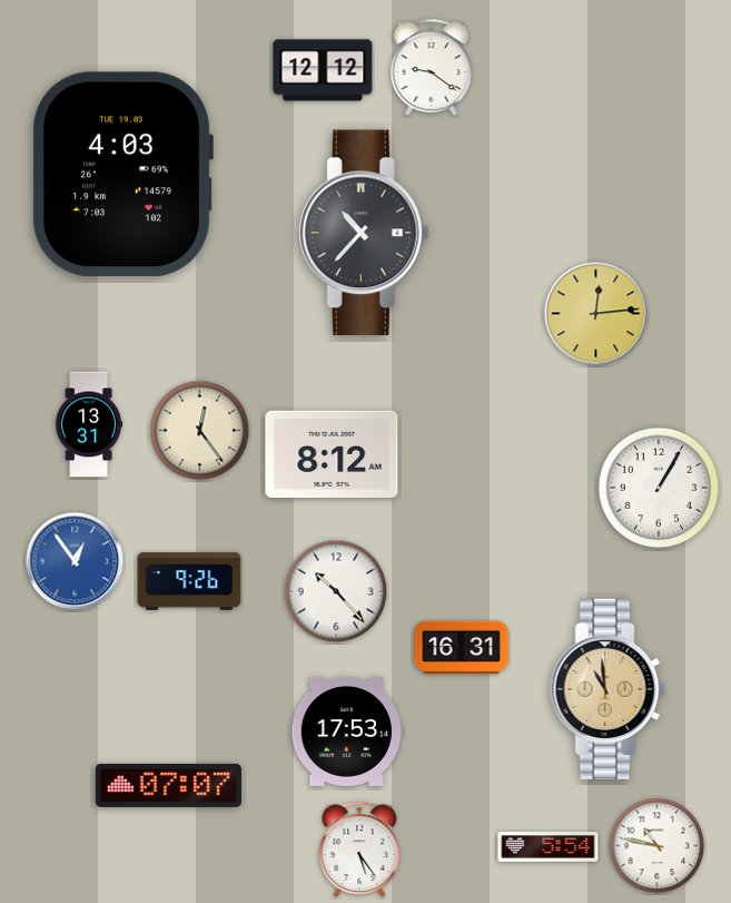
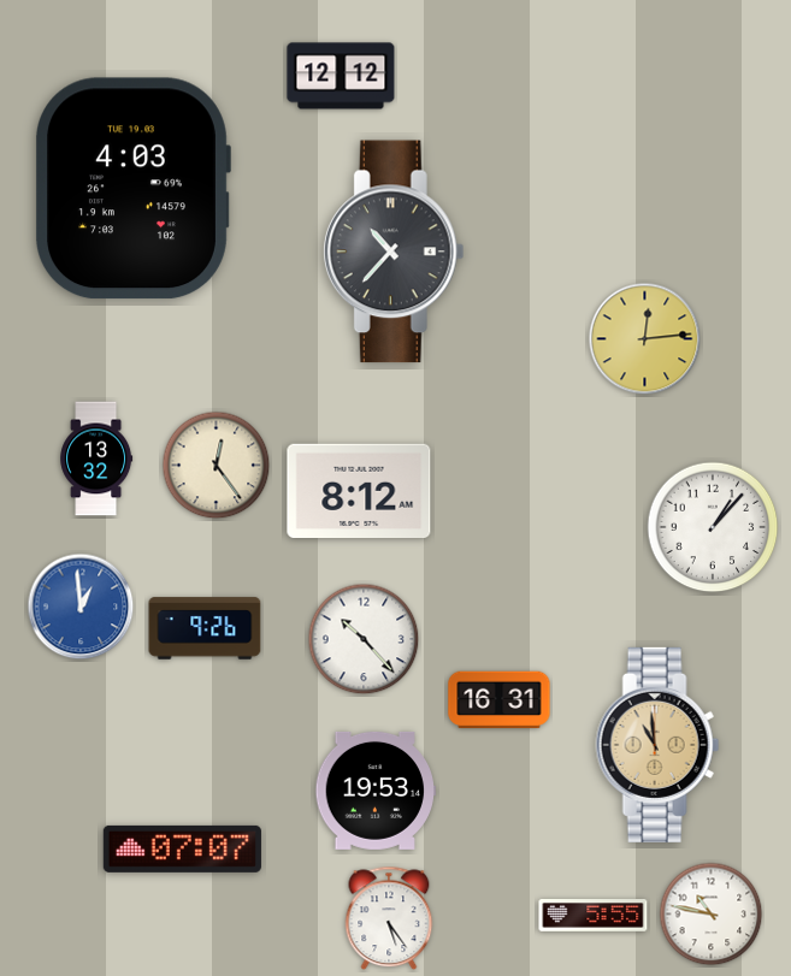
clock at (432, 68): 9:21 -> none
clock at (323, 70) position: (323, 70) -> (341, 76)
clock at (89, 424): 13:31 -> 13:32
clock at (659, 488): 1:05 -> 1:07
clock at (75, 561): 12:54 -> 12:59
clock at (347, 732): 17:53 -> 19:53
clock at (549, 847): 5:54 -> 5:55
